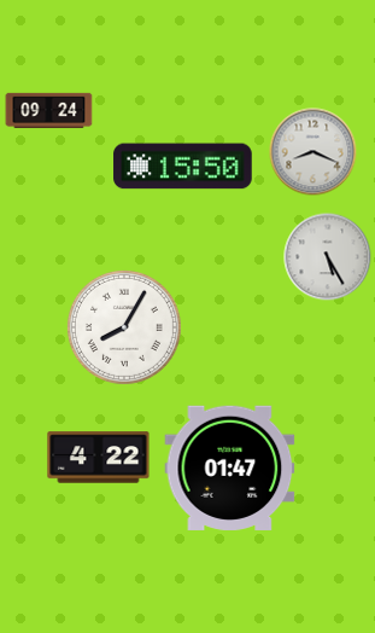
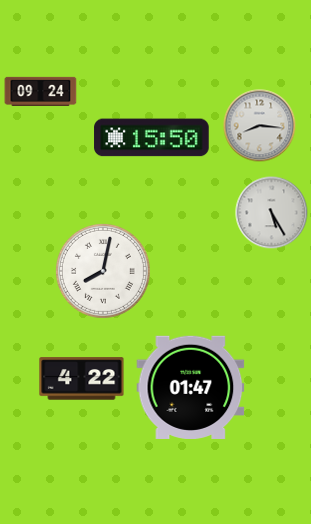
clock at (314, 152): 8:19 -> 8:16
clock at (124, 327): 8:05 -> 8:02
